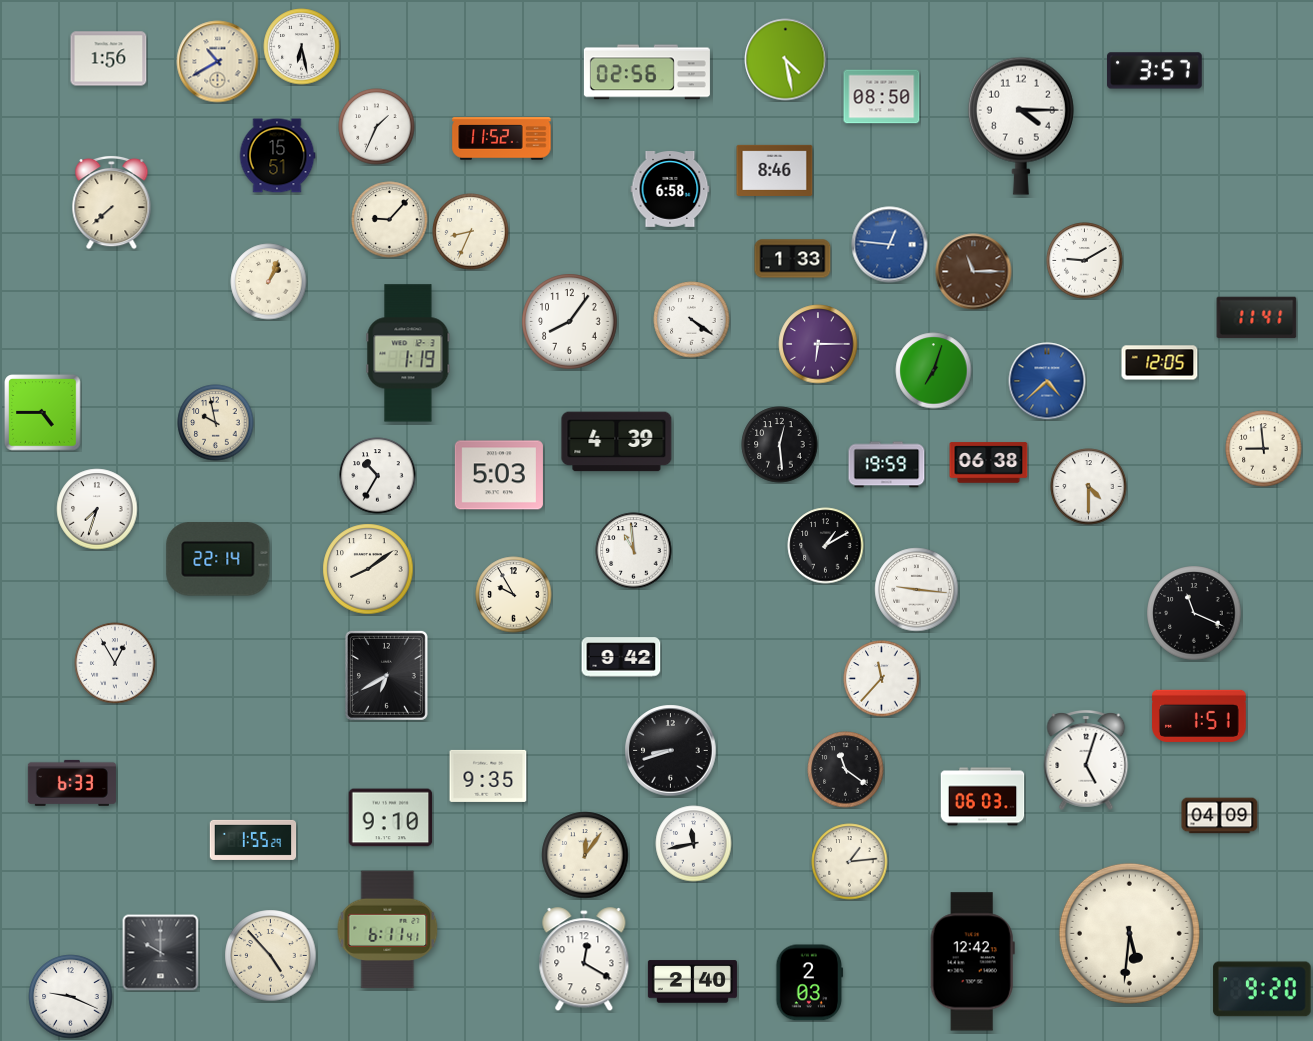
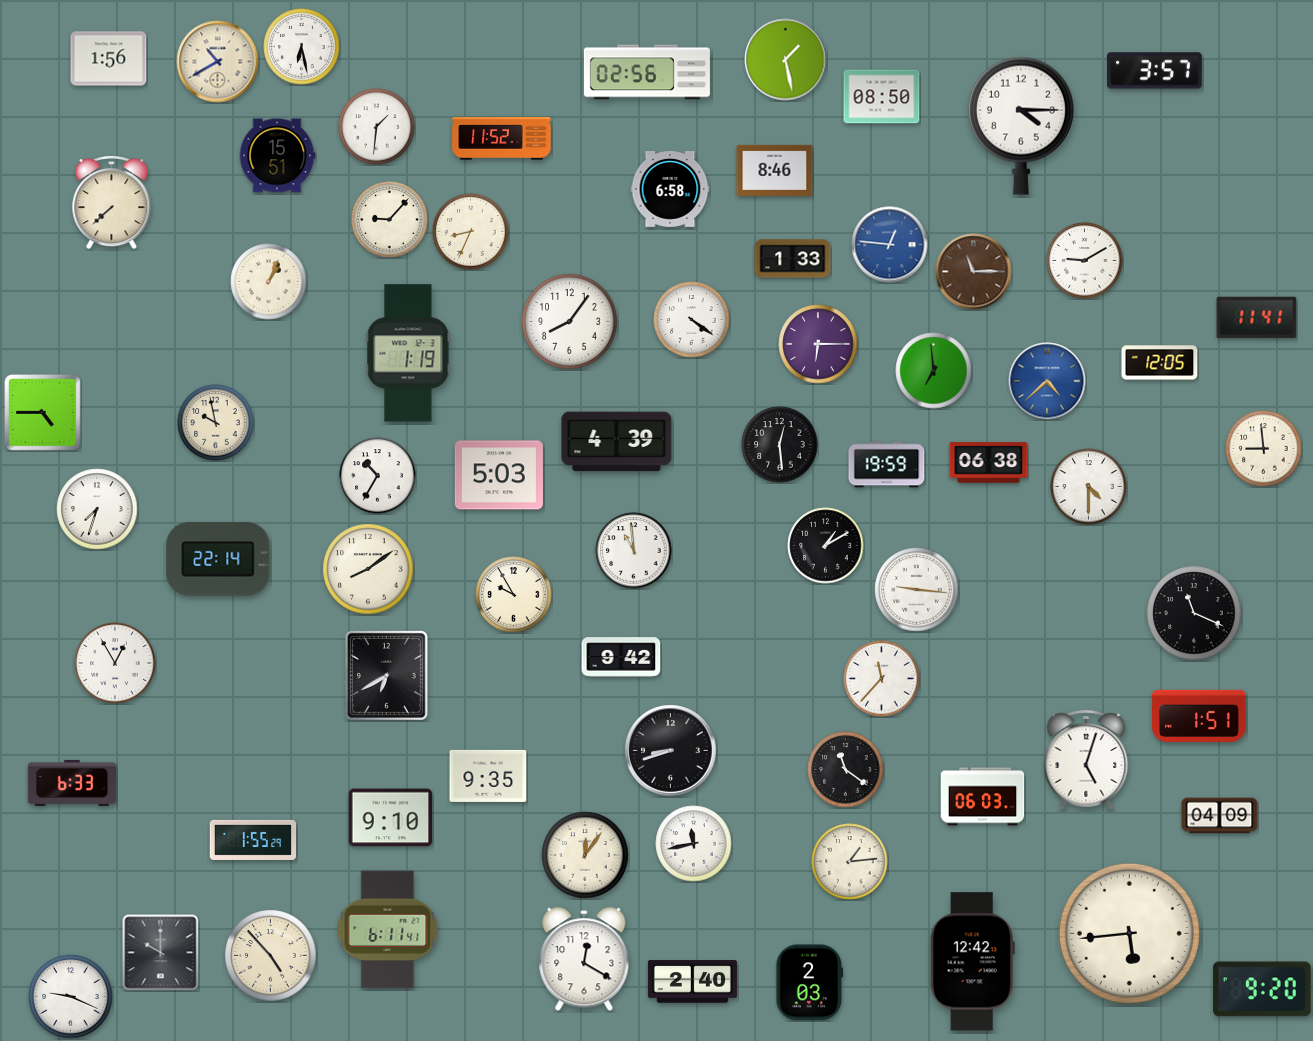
clock at (786, 60): 4:28 -> 1:28
clock at (377, 127): 1:34 -> 1:31
clock at (934, 371): 7:03 -> 6:59
clock at (1129, 933): 5:31 -> 5:44
